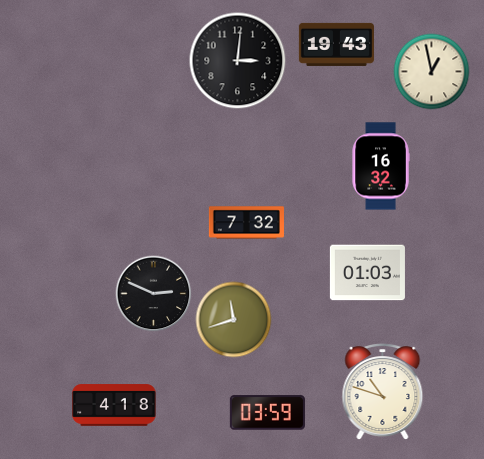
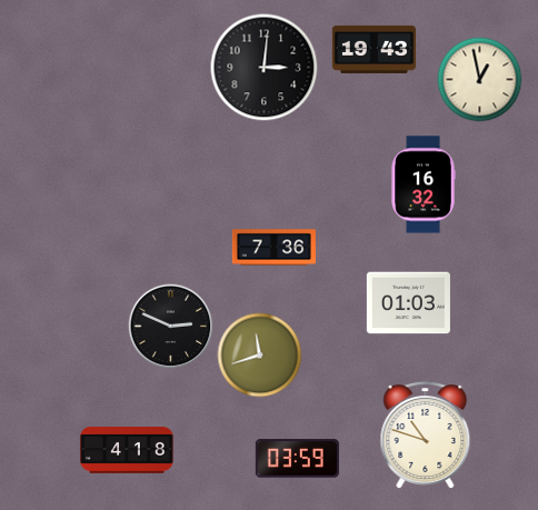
clock at (246, 223): 7:32 -> 7:36
